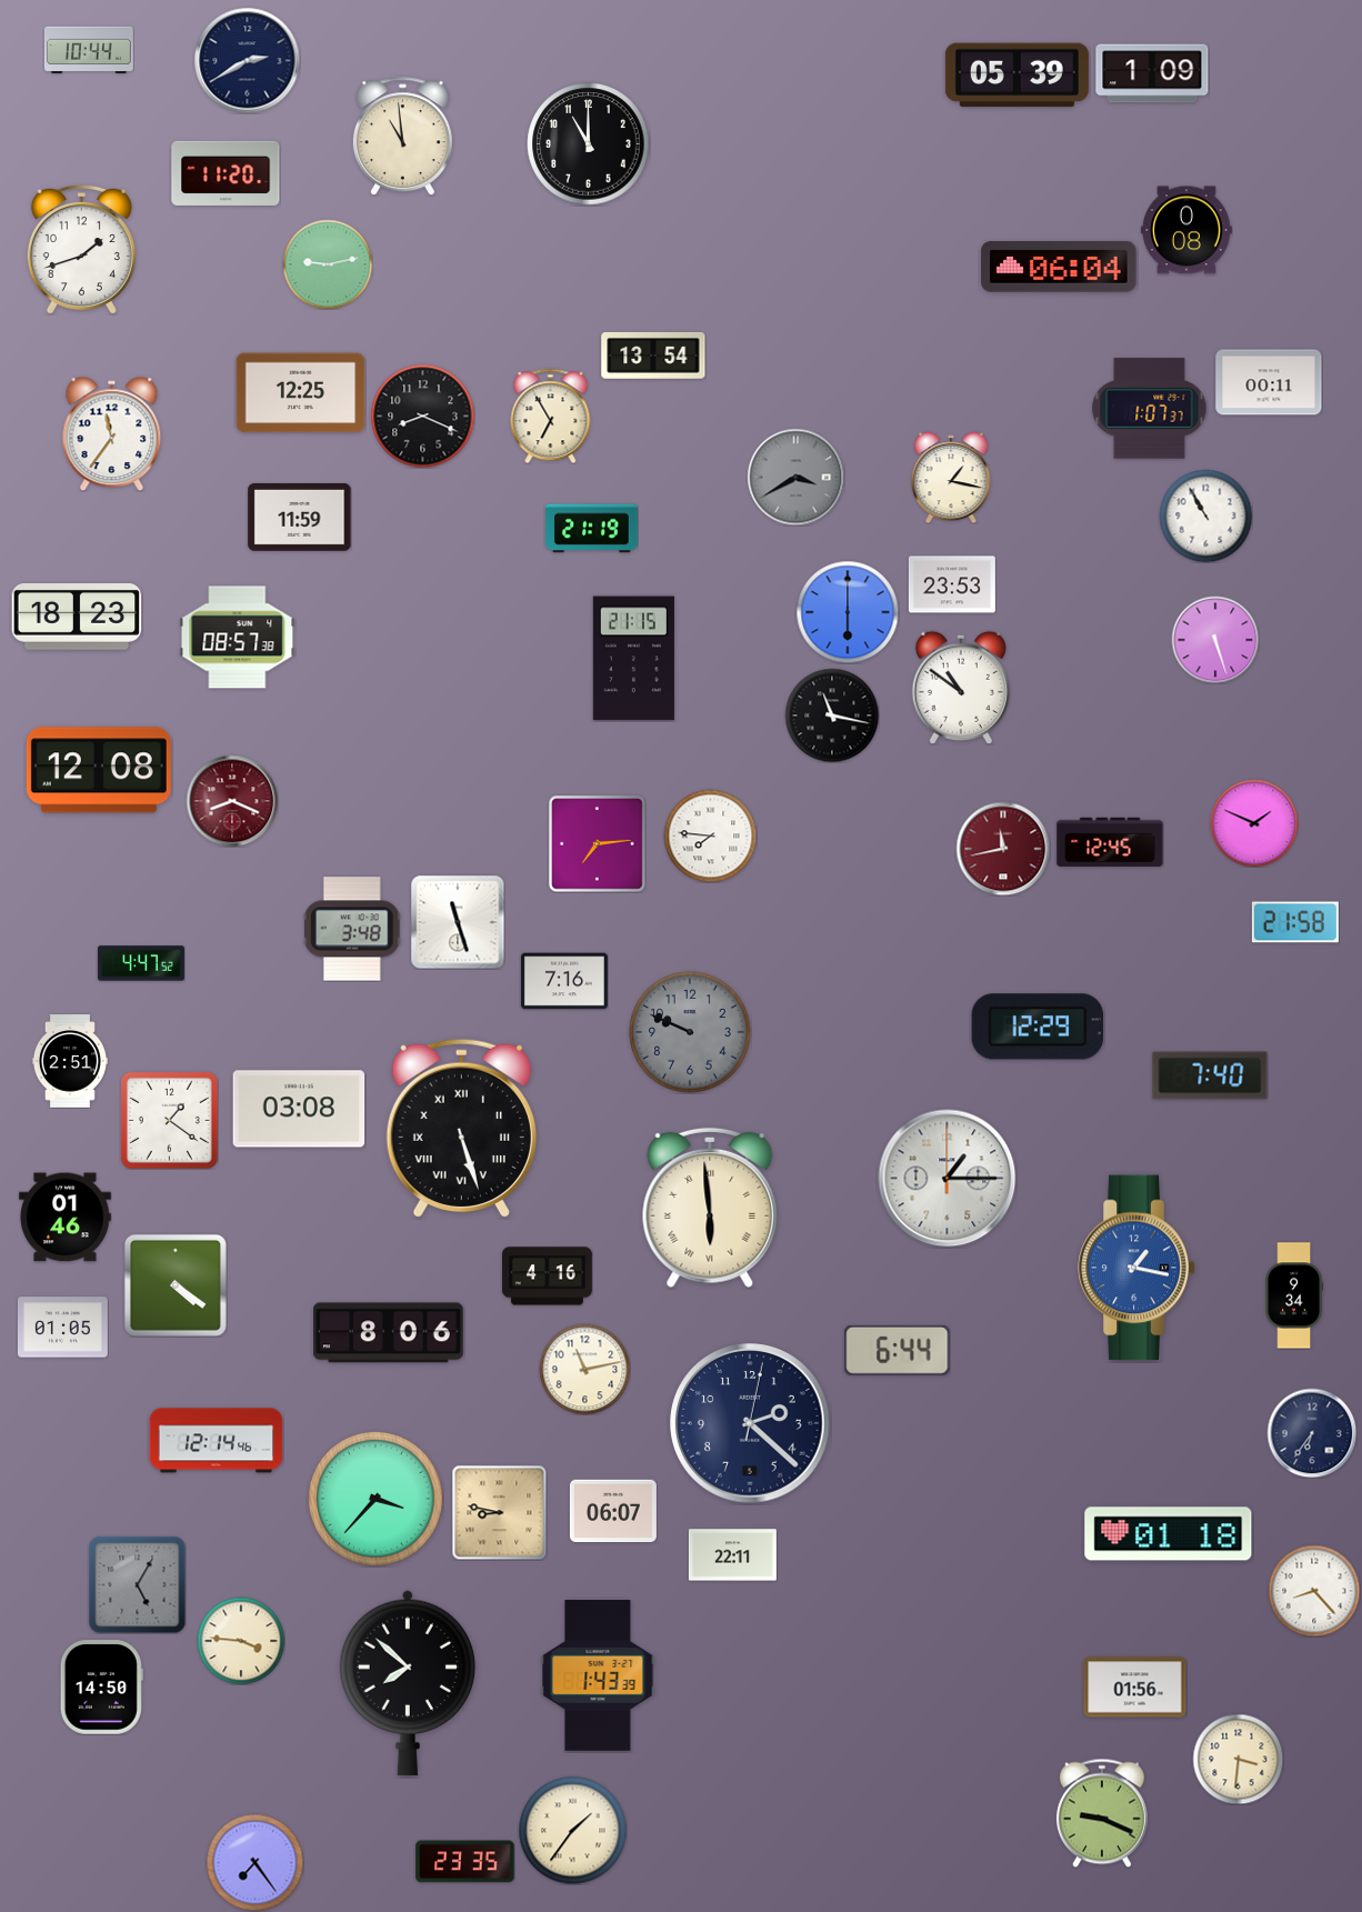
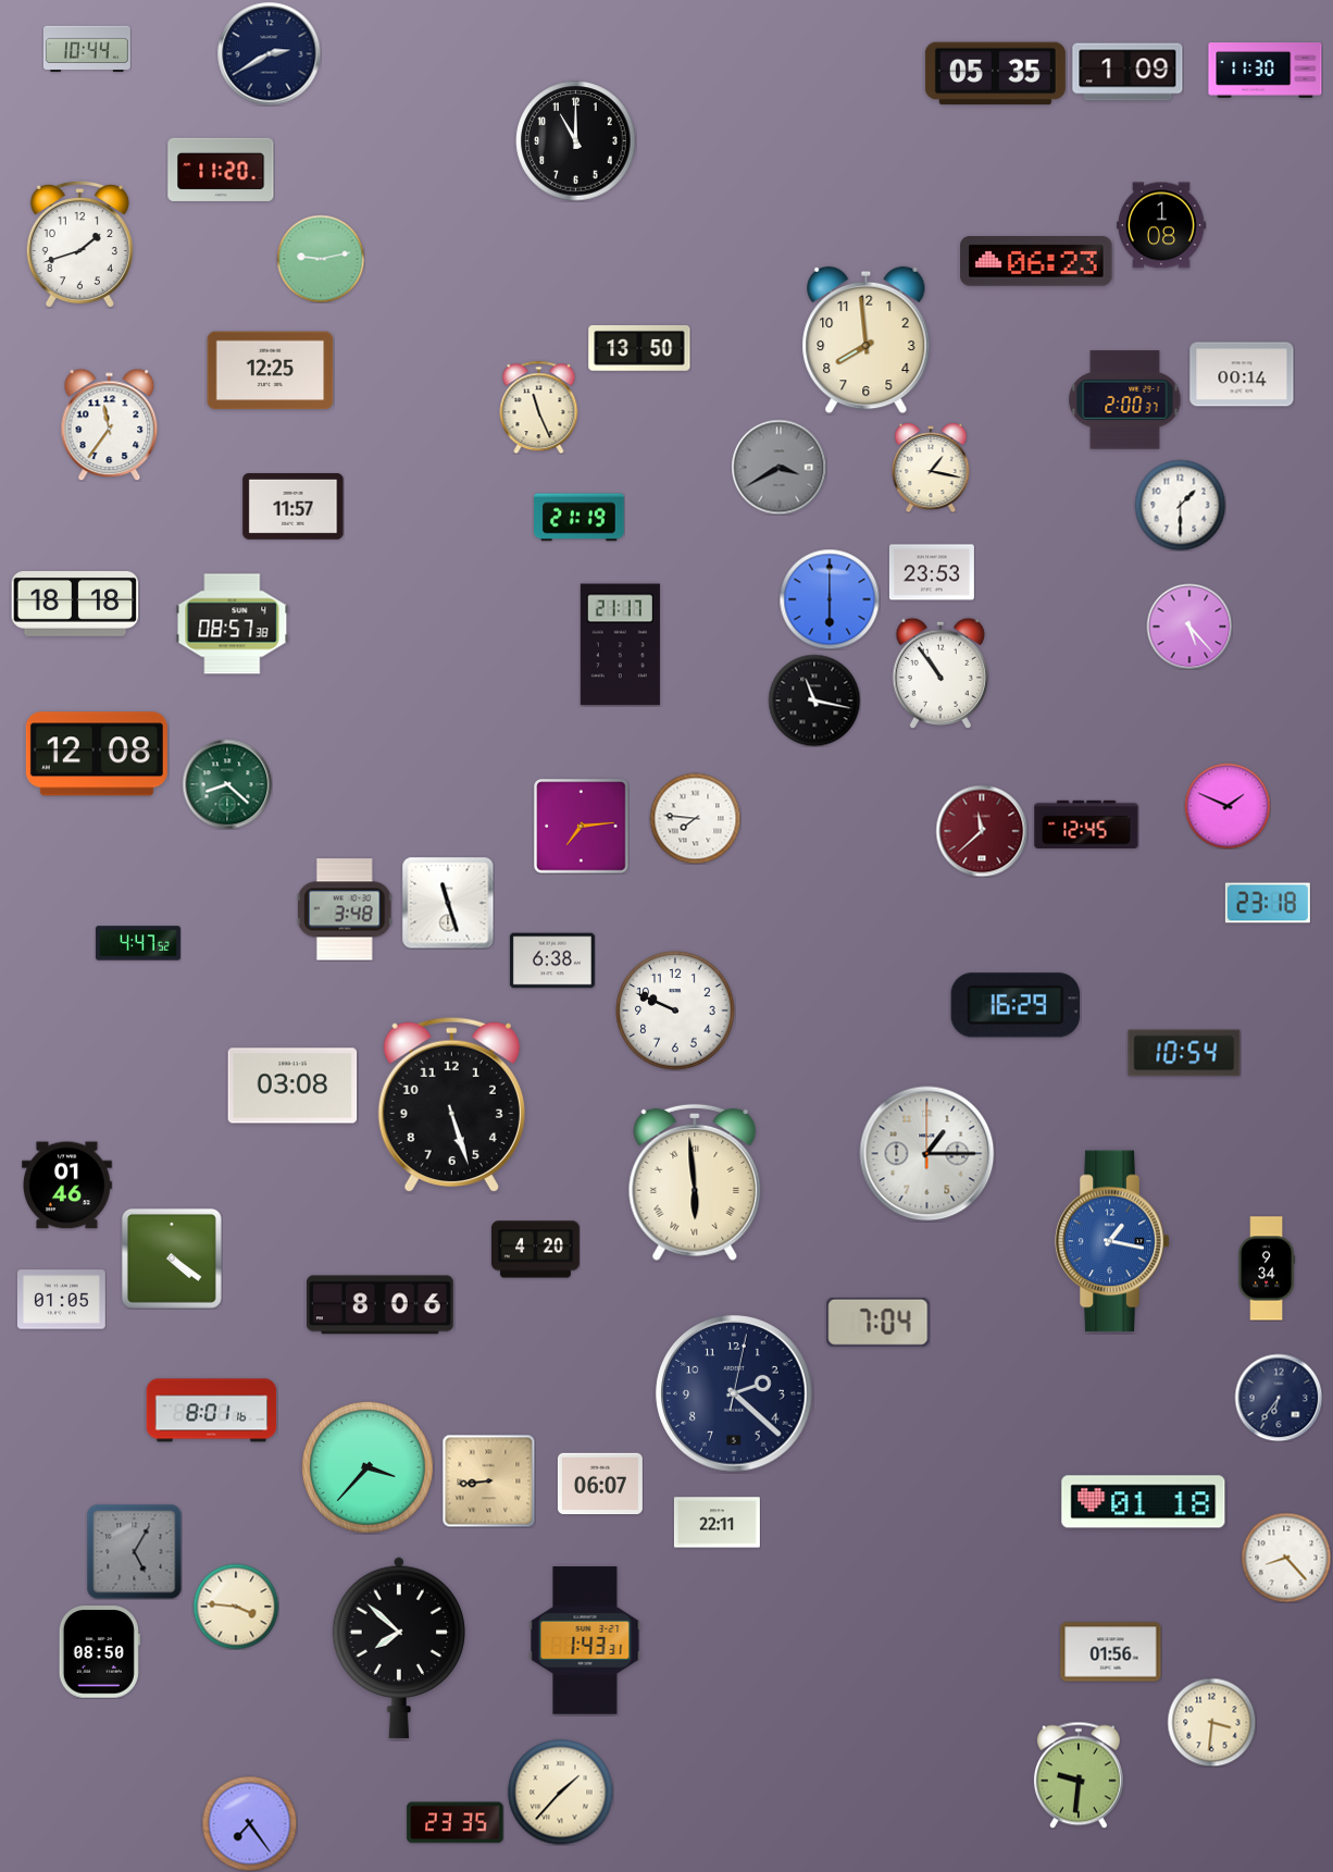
clock at (247, 60) position: (247, 60) -> (269, 53)
clock at (1266, 71): none -> 11:30
clock at (1017, 76): 05:39 -> 05:35
clock at (402, 137): 10:59 -> none
clock at (1188, 230): 0:08 -> 1:08
clock at (1059, 268): 06:04 -> 06:23
clock at (867, 340): none -> 7:59
clock at (653, 356): 13:54 -> 13:50
clock at (1269, 382): 00:11 -> 00:14
clock at (301, 393) position: (301, 393) -> (271, 371)
clock at (1150, 409): 1:07 -> 2:00
clock at (422, 416): 8:19 -> none
clock at (551, 416): 6:55 -> 11:26
clock at (1205, 515): 10:55 -> 1:30
clock at (300, 517): 11:59 -> 11:57
clock at (77, 618): 18:23 -> 18:18
clock at (1215, 640): 5:27 -> 5:23
clock at (633, 659): 21:15 -> 21:17
clock at (961, 687): 10:51 -> 10:54
clock at (232, 801): 8:19 -> 8:22
clock at (232, 801) dial: burgundy -> green
clock at (598, 844) position: (598, 844) -> (582, 827)
clock at (1003, 849): 11:43 -> 11:38
clock at (1295, 922): 21:58 -> 23:18
clock at (564, 981): 7:16 -> 6:38
clock at (1036, 1027): 12:29 -> 16:29
clock at (690, 1032) dial: grey -> white
clock at (70, 1061): 2:51 -> none
clock at (1210, 1075): 7:40 -> 10:54
clock at (169, 1120): 1:21 -> none
clock at (461, 1129) numerals: Roman -> Arabic
clock at (66, 1218) position: (66, 1218) -> (67, 1186)
clock at (547, 1277): 4:16 -> 4:20
clock at (898, 1350): 6:44 -> 7:04
clock at (584, 1369): 11:13 -> none
clock at (1312, 1433) position: (1312, 1433) -> (1279, 1398)
clock at (217, 1441): 12:14 -> 8:01
clock at (613, 1511) position: (613, 1511) -> (600, 1484)
clock at (499, 1512): 8:47 -> 8:44
clock at (598, 1675): 1:43:39 -> 1:43:31
clock at (101, 1688): 14:50 -> 08:50
clock at (1102, 1813): 9:19 -> 9:31
clock at (572, 1830): 1:36 -> 1:37
